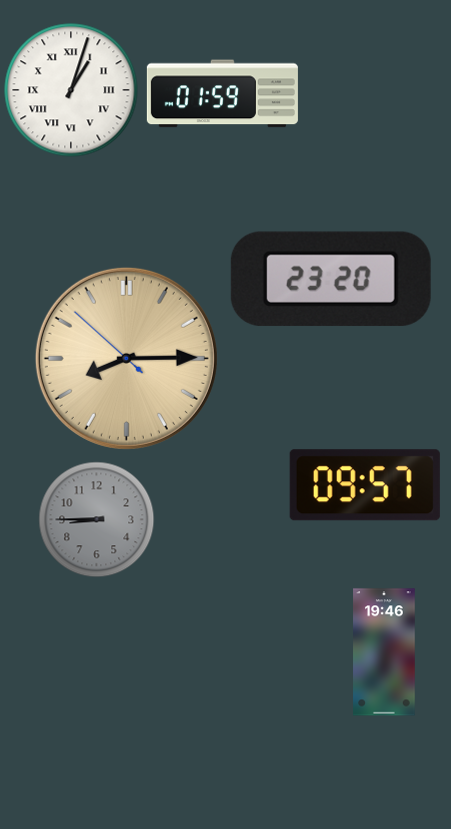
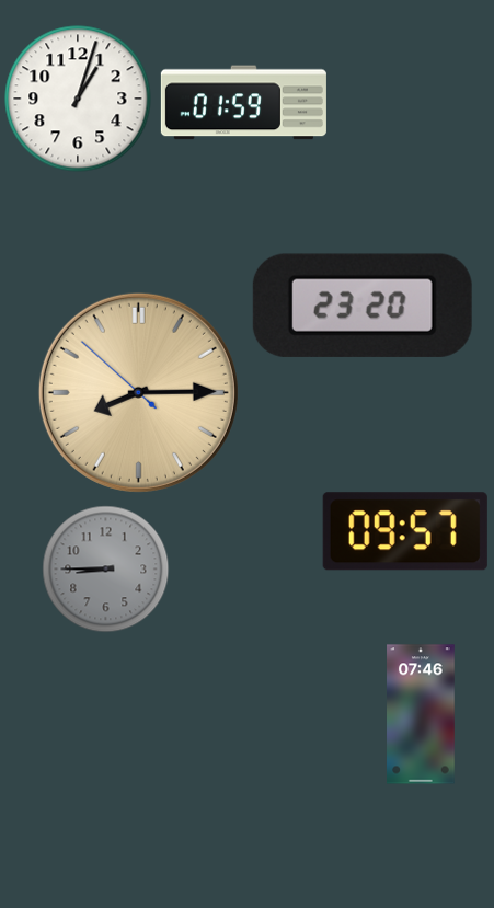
clock at (71, 90) numerals: Roman -> Arabic
clock at (365, 485) position: (365, 485) -> (405, 531)
clock at (384, 652): 19:46 -> 07:46
